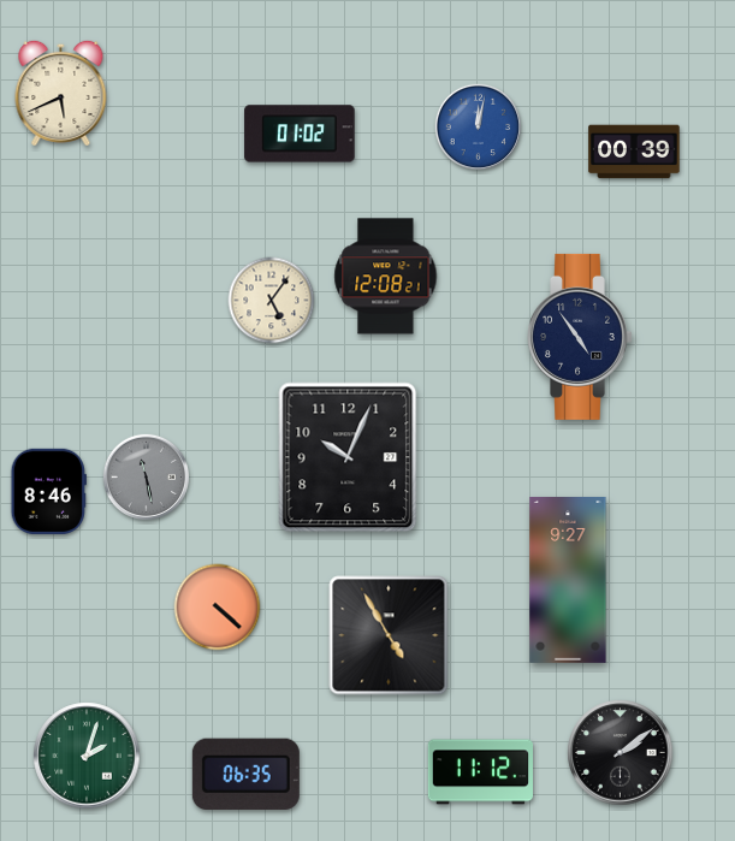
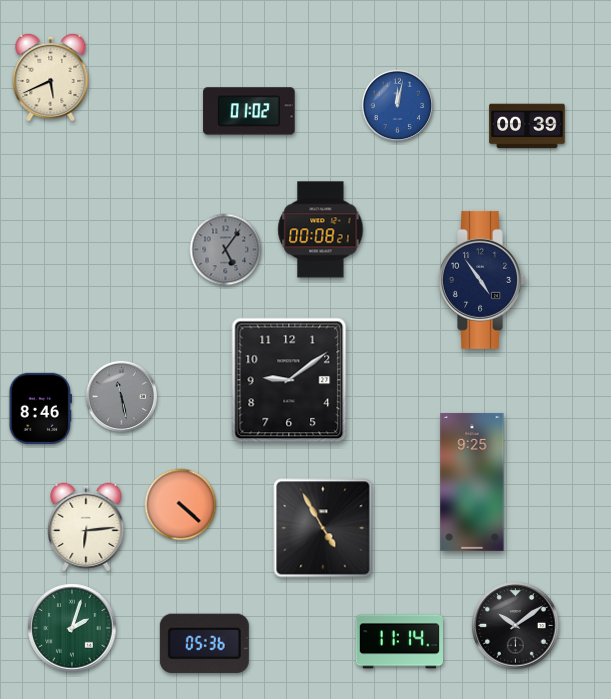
clock at (386, 277): 12:08 -> 00:08
clock at (272, 301) dial: cream -> grey
clock at (348, 457): 10:04 -> 9:09
clock at (568, 580): 9:27 -> 9:25
clock at (86, 527): none -> 6:14
clock at (621, 753): 2:09 -> 10:09
clock at (480, 772): 11:12 -> 11:14
clock at (245, 774): 06:35 -> 05:36
